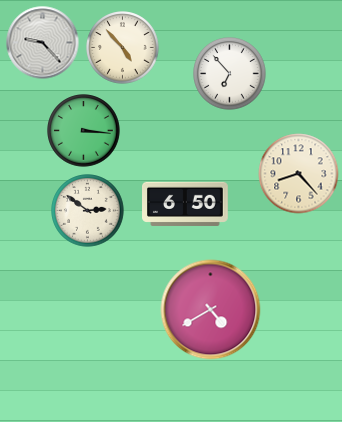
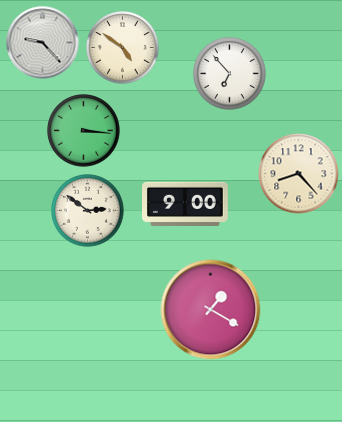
clock at (123, 48): 4:53 -> 4:51
clock at (186, 204): 6:50 -> 9:00
clock at (211, 310): 4:40 -> 1:20
